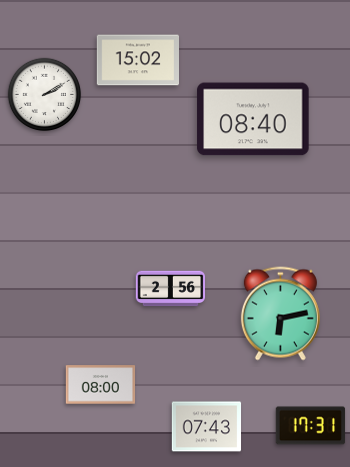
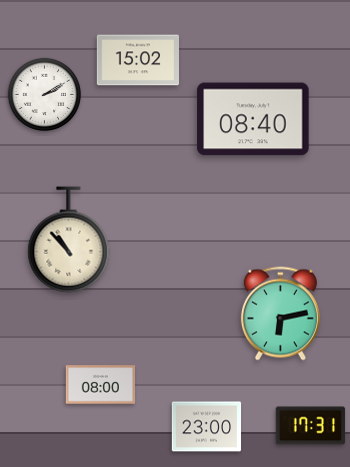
clock at (69, 240): none -> 10:53
clock at (171, 289): 2:56 -> none
clock at (207, 427): 07:43 -> 23:00
